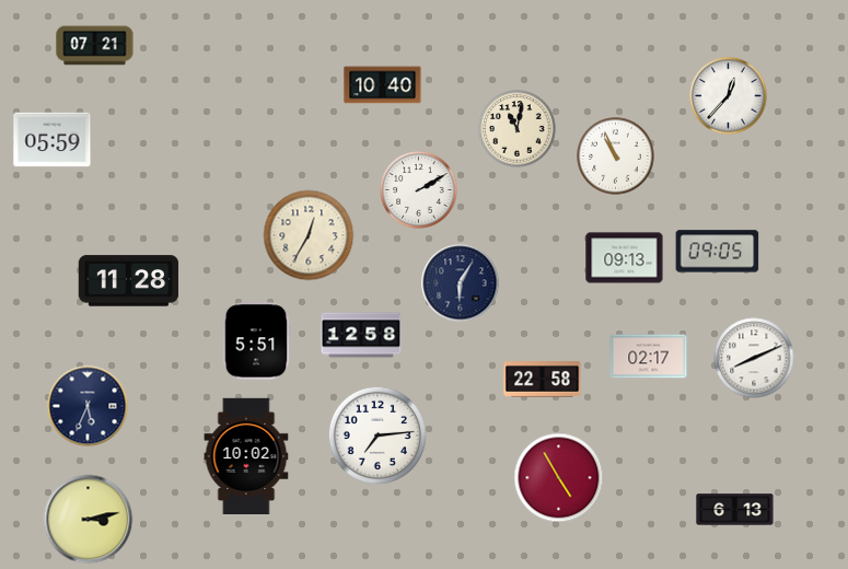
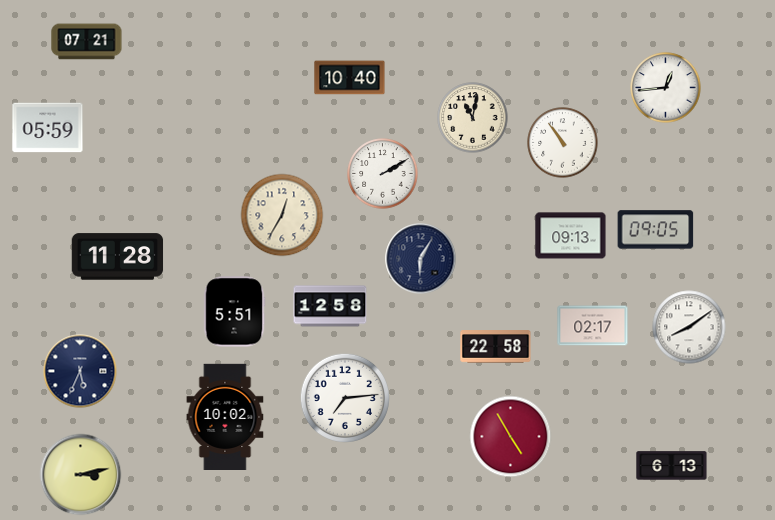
clock at (729, 96): 12:37 -> 12:44
clock at (616, 156): 10:56 -> 10:54
clock at (754, 358): 8:11 -> 8:09
